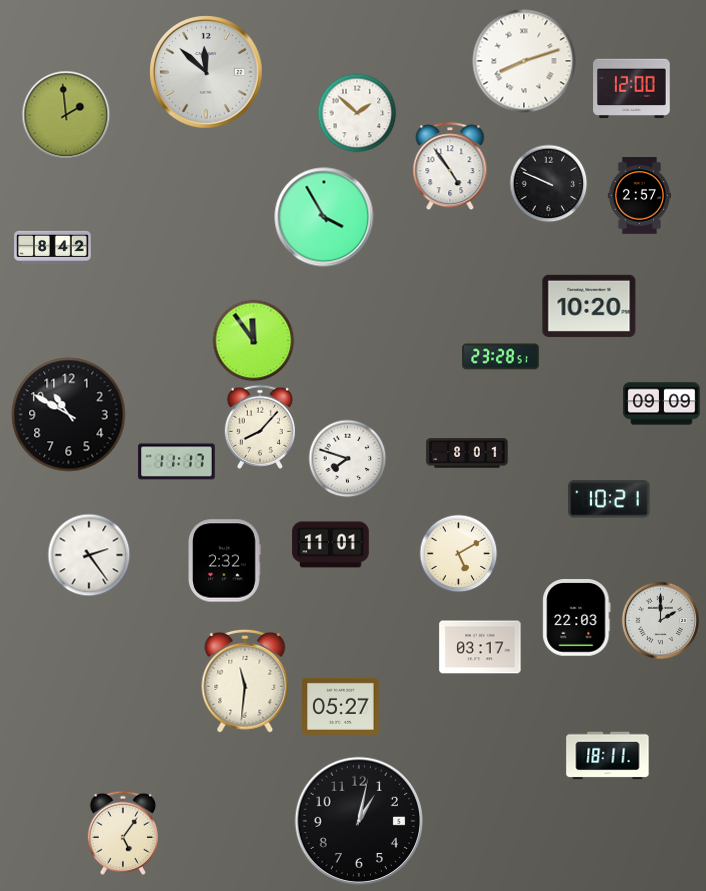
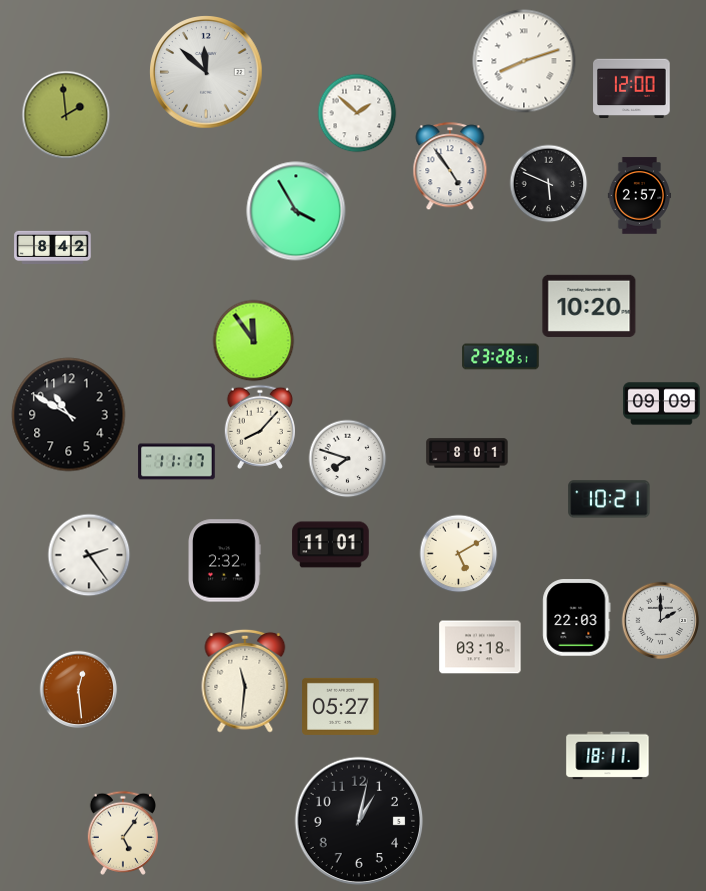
clock at (548, 183): 9:49 -> 5:49
clock at (324, 217) position: (324, 217) -> (296, 211)
clock at (480, 647): 03:17 -> 03:18
clock at (78, 689): none -> 12:29
